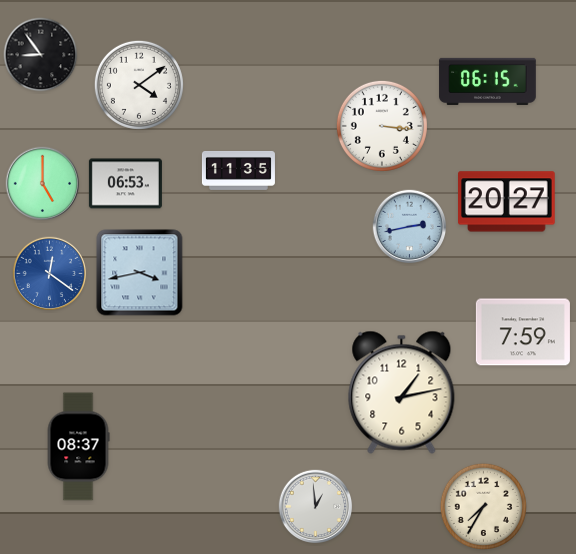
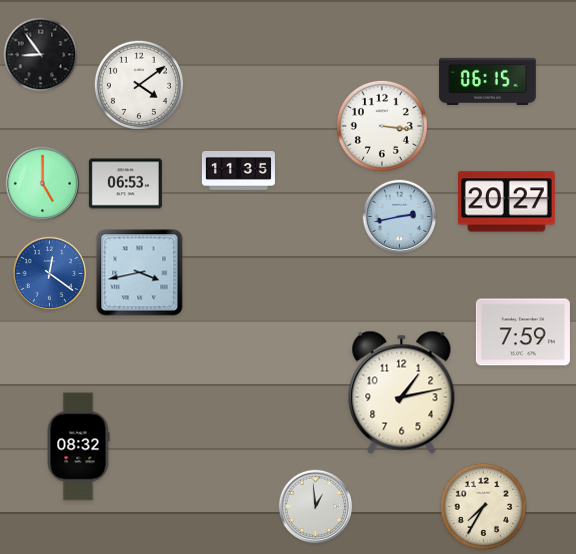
clock at (410, 227) position: (410, 227) -> (400, 217)
clock at (78, 447): 08:37 -> 08:32
